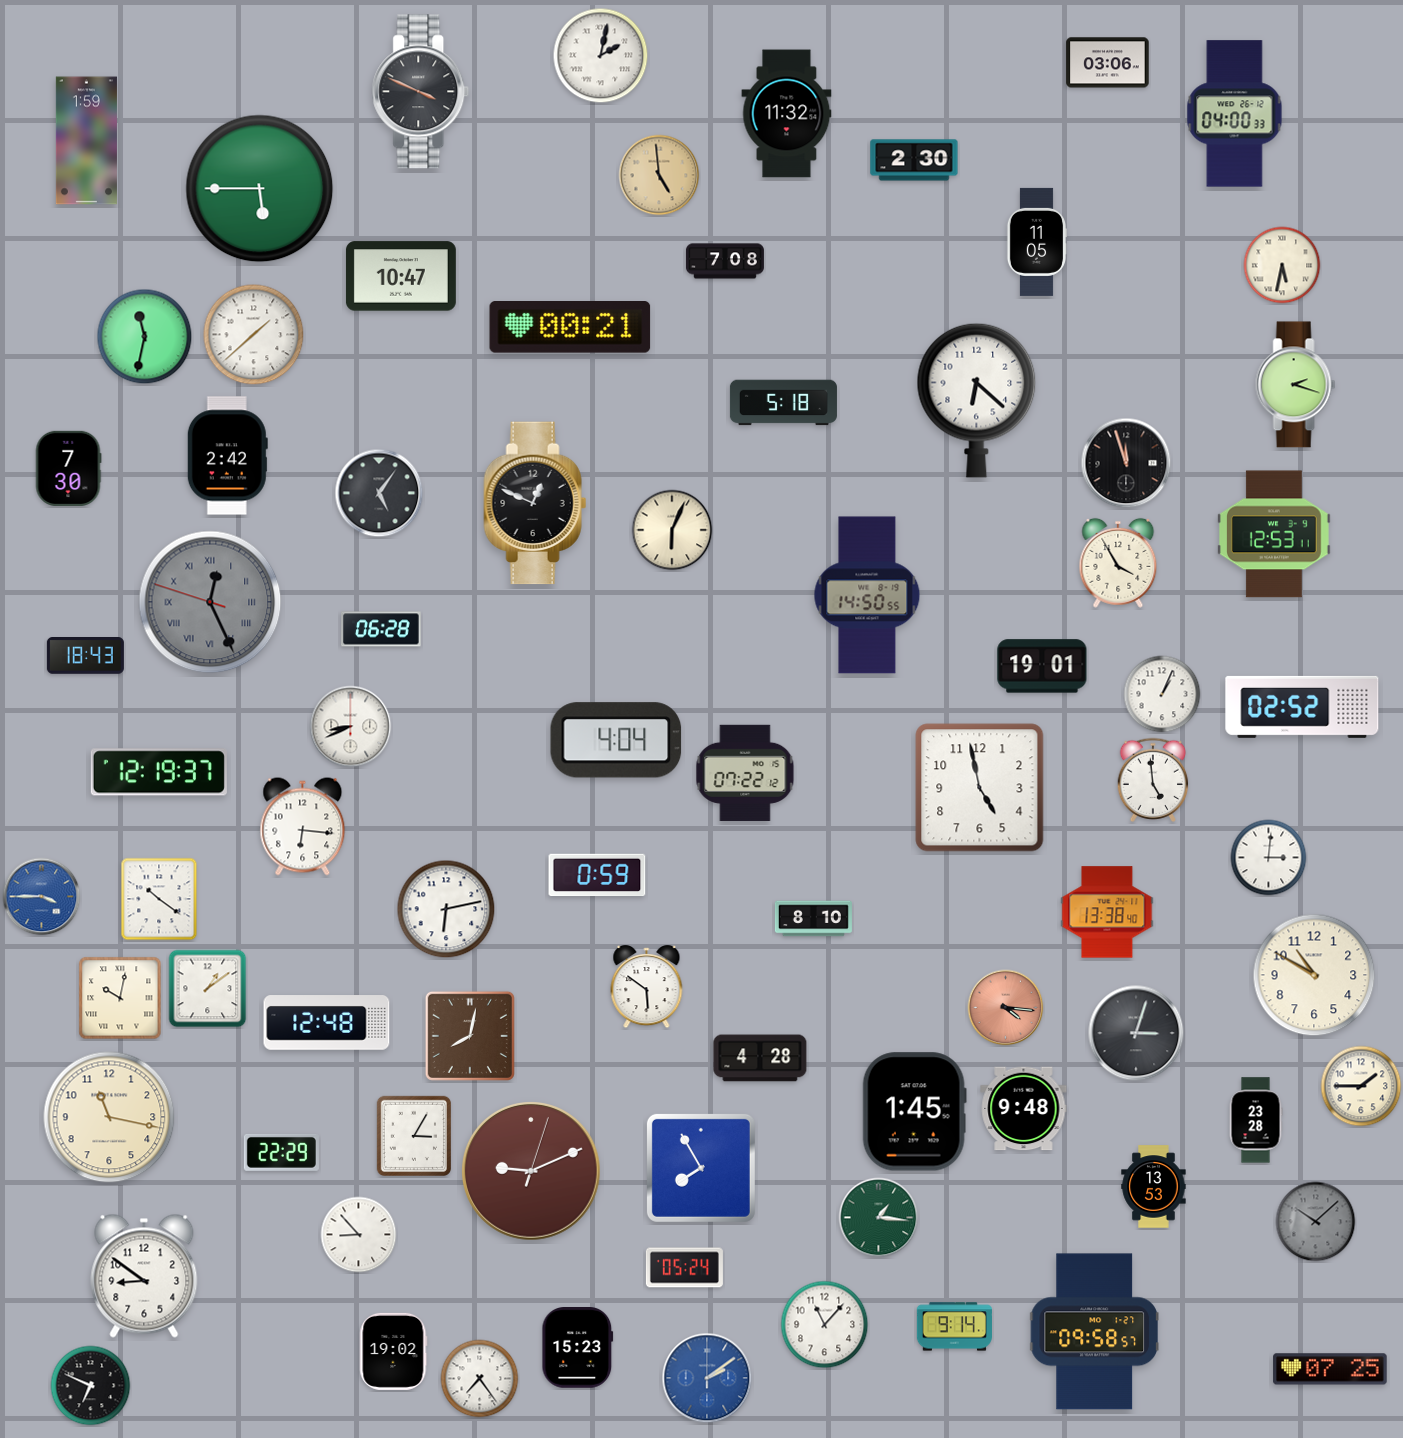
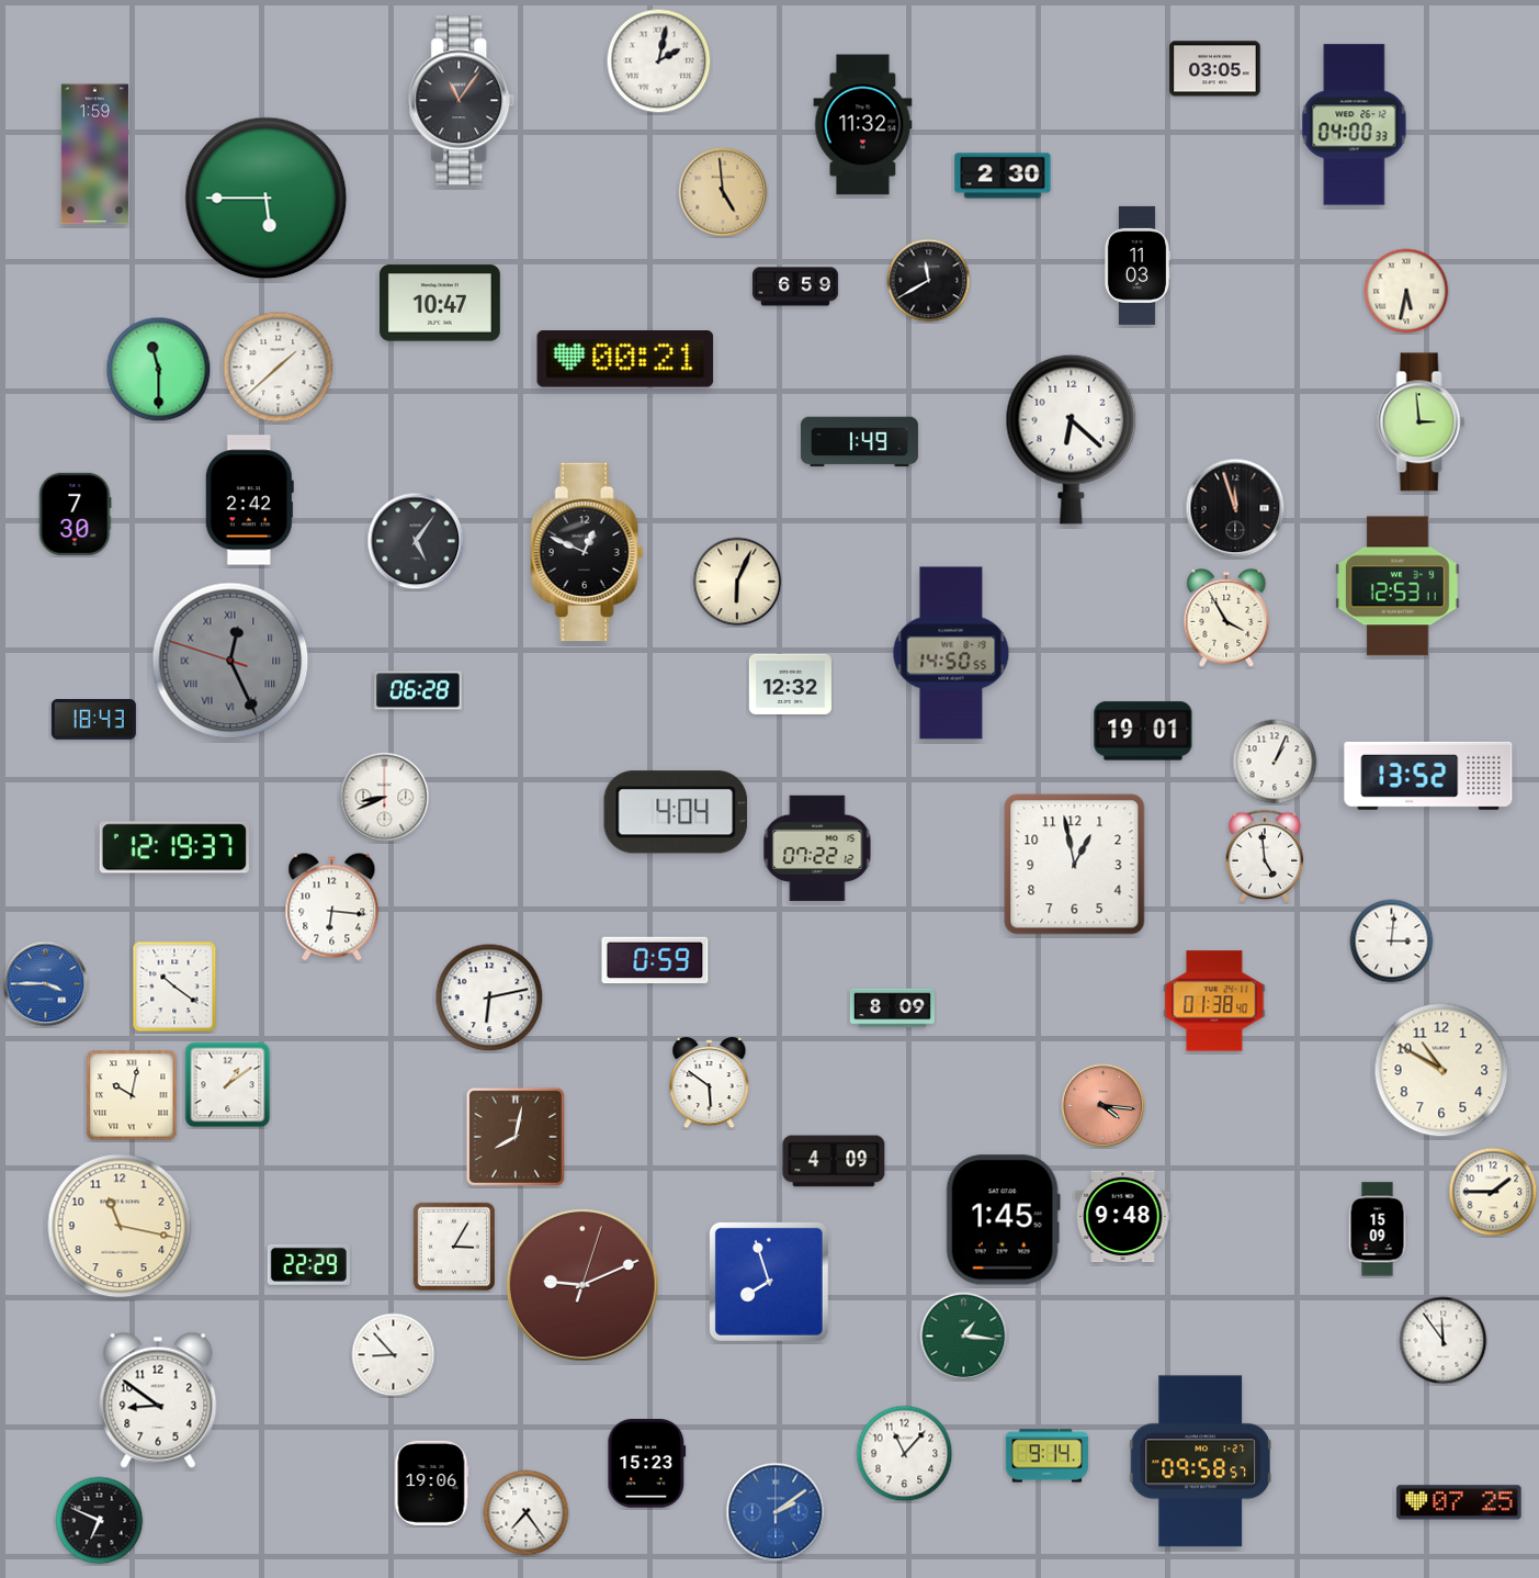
clock at (1108, 63): 03:06 -> 03:05
clock at (421, 92): 3:49 -> 11:06
clock at (260, 189) position: (260, 189) -> (267, 199)
clock at (1036, 242): 11:05 -> 11:03
clock at (929, 281): none -> 11:40
clock at (725, 261): 7:08 -> 6:59
clock at (145, 337): 11:32 -> 11:30
clock at (1296, 385): 2:18 -> 2:59
clock at (783, 403): 5:18 -> 1:49
clock at (790, 684): none -> 12:32
clock at (1302, 707): 02:52 -> 13:52
clock at (980, 788): 4:58 -> 12:58
clock at (1107, 912): 13:38 -> 01:38
clock at (813, 919): 8:10 -> 8:09
clock at (327, 1023): 12:48 -> none
clock at (1136, 1033): 3:03 -> none
clock at (760, 1058): 4:28 -> 4:09
clock at (1256, 1120): 23:28 -> 15:09
clock at (701, 1168): 7:55 -> 7:57
clock at (1154, 1187): 13:53 -> none
clock at (1316, 1222): 10:08 -> 11:54
clock at (1316, 1222) dial: grey -> white
clock at (684, 1268): 05:24 -> none
clock at (578, 1348) position: (578, 1348) -> (647, 1464)
clock at (394, 1351): 19:02 -> 19:06
